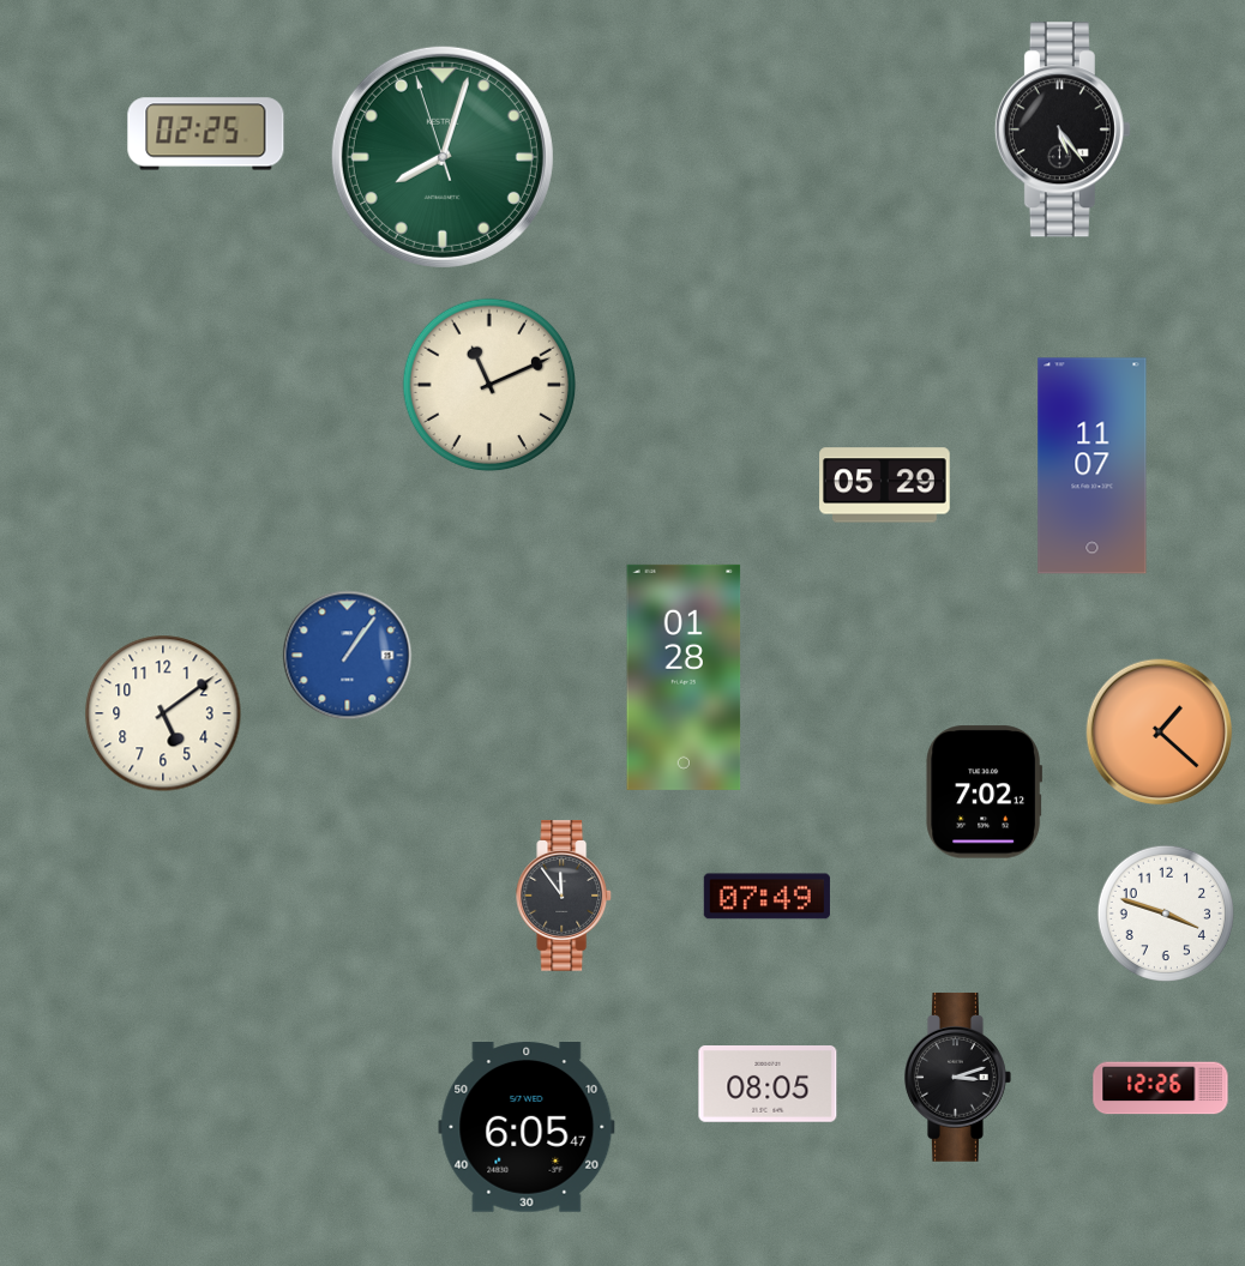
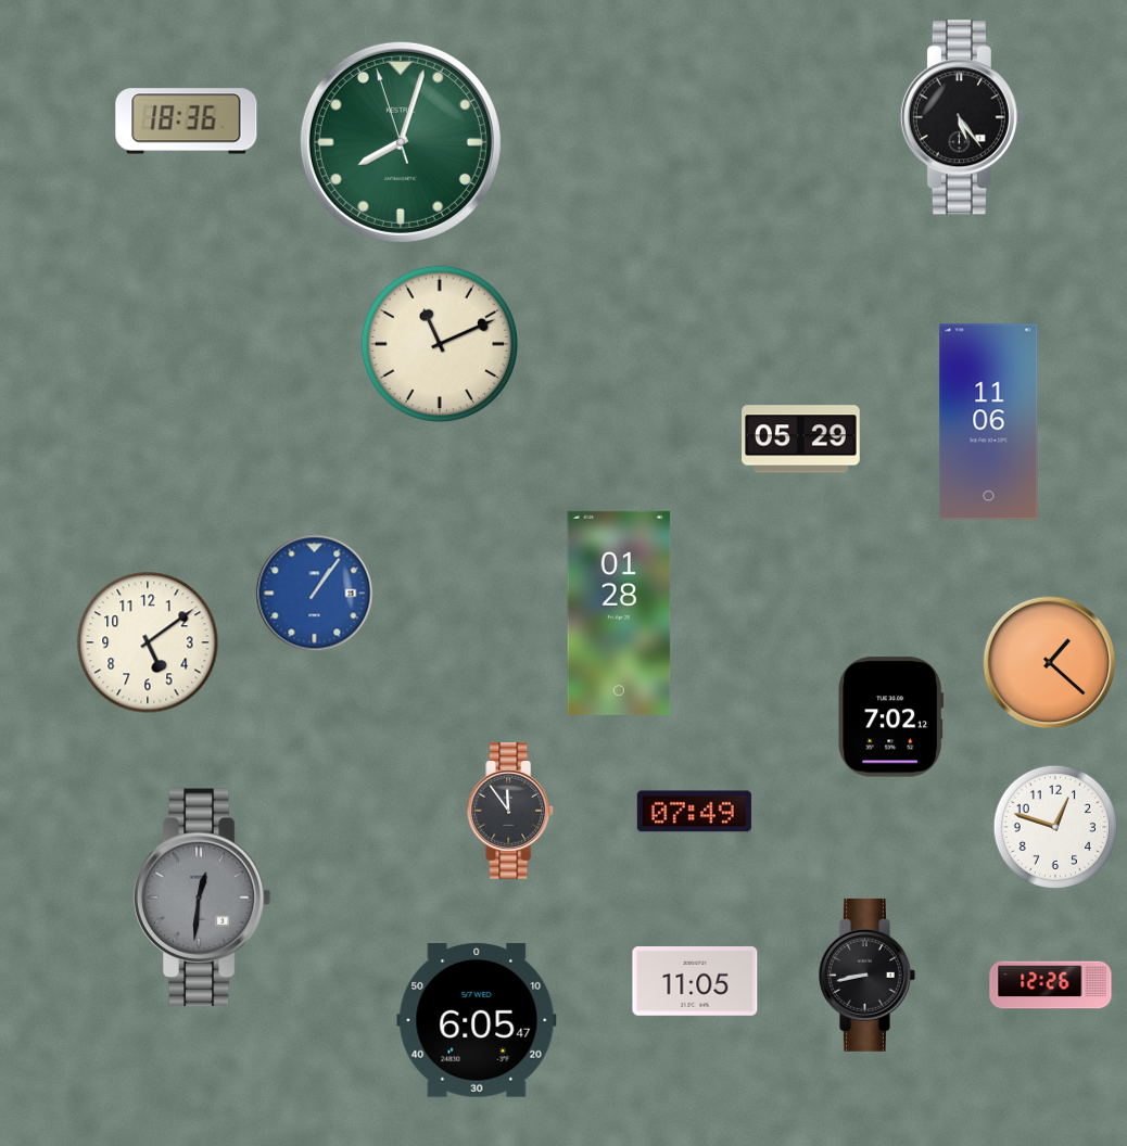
clock at (206, 134): 02:25 -> 18:36
clock at (489, 385) position: (489, 385) -> (440, 344)
clock at (1093, 466): 11:07 -> 11:06
clock at (163, 713) position: (163, 713) -> (148, 642)
clock at (1166, 914): 3:48 -> 12:48
clock at (202, 897): none -> 12:31
clock at (958, 1077): 3:12 -> 8:43
clock at (768, 1085): 08:05 -> 11:05
